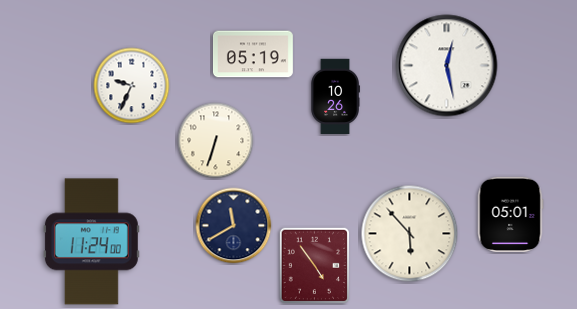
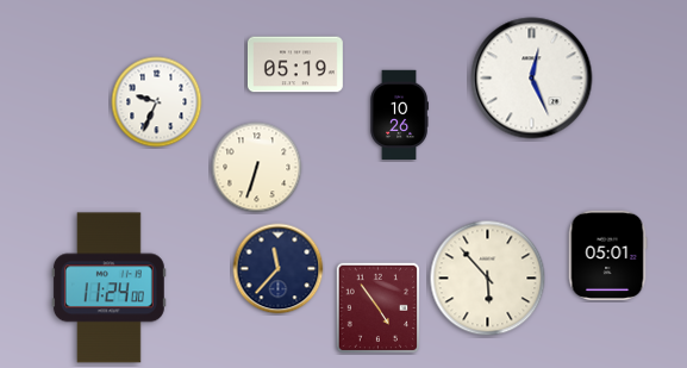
clock at (253, 54) position: (253, 54) -> (295, 64)
clock at (447, 66): 12:28 -> 12:26
clock at (234, 226): 11:40 -> 11:37
clock at (315, 266) position: (315, 266) -> (379, 308)
